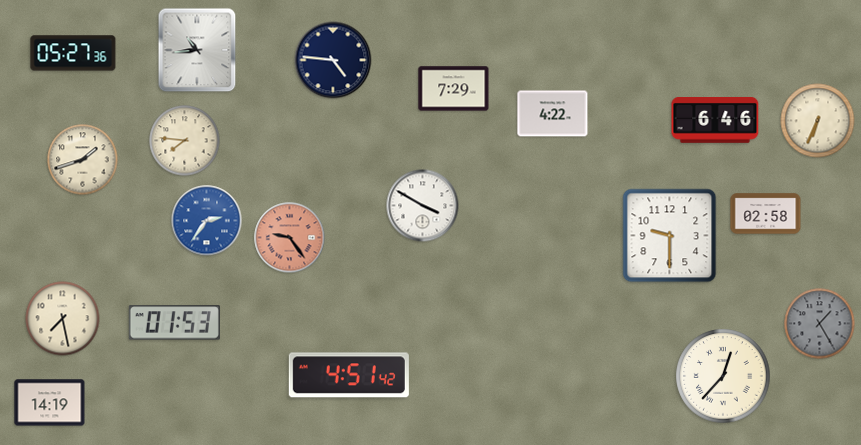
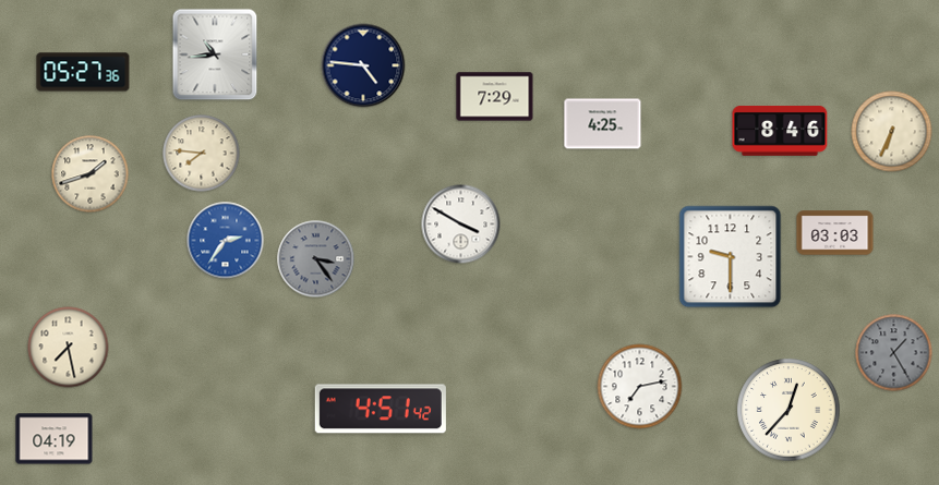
clock at (73, 53) position: (73, 53) -> (83, 72)
clock at (553, 114): 4:22 -> 4:25
clock at (715, 121): 6:46 -> 8:46
clock at (766, 214): 02:58 -> 03:03
clock at (290, 238): 9:24 -> 3:24
clock at (290, 238) dial: salmon -> grey
clock at (174, 323): 01:53 -> none
clock at (640, 387): none -> 7:13
clock at (50, 403): 14:19 -> 04:19
